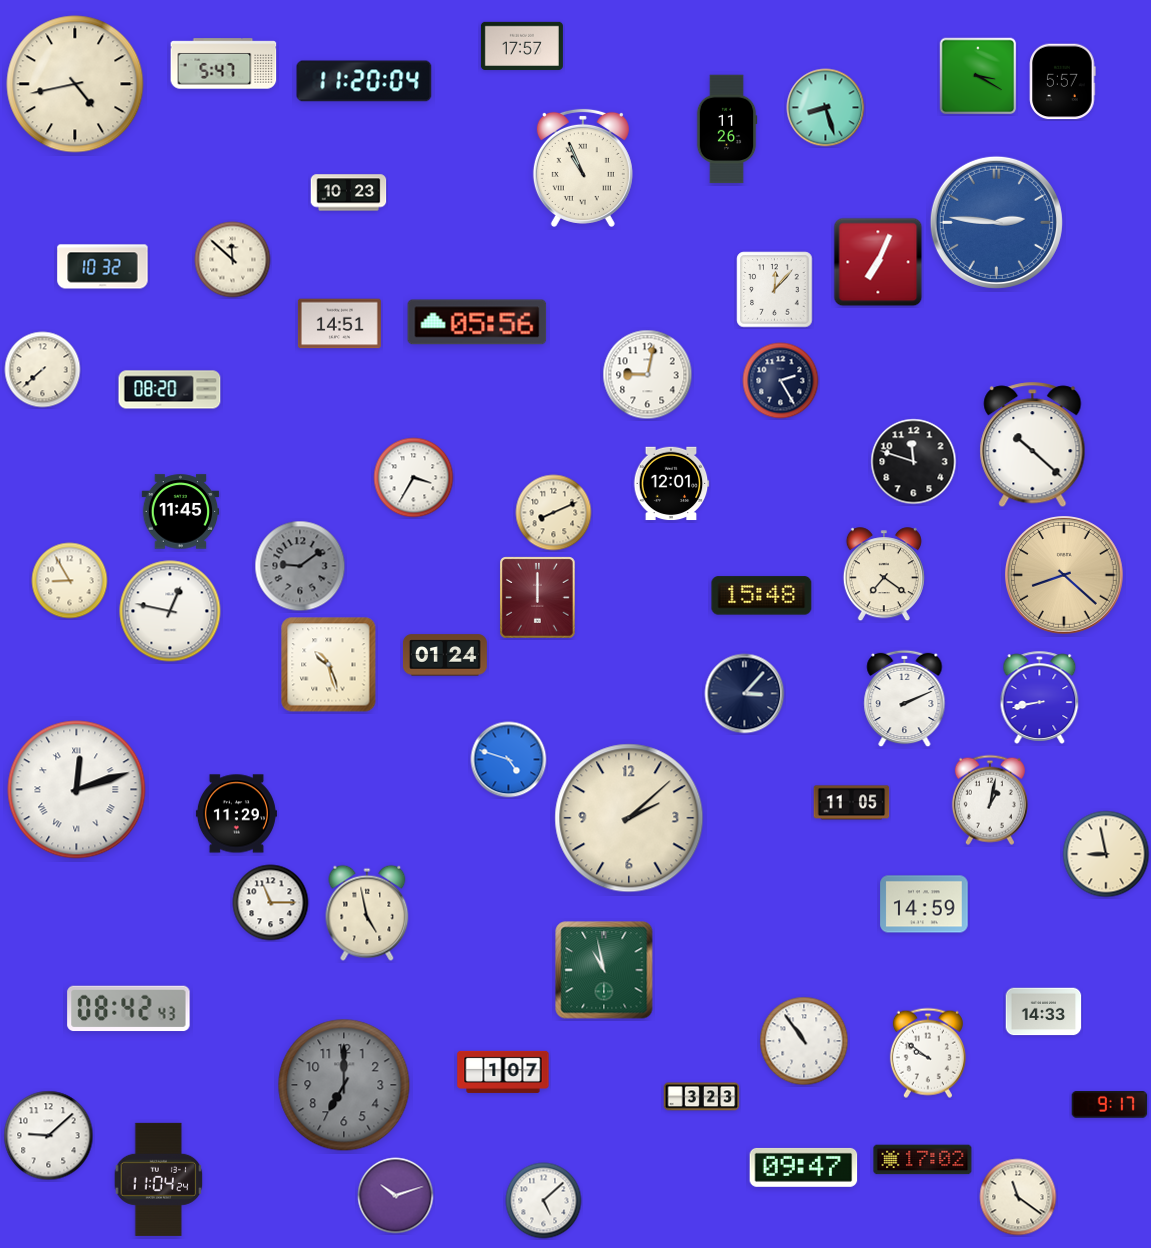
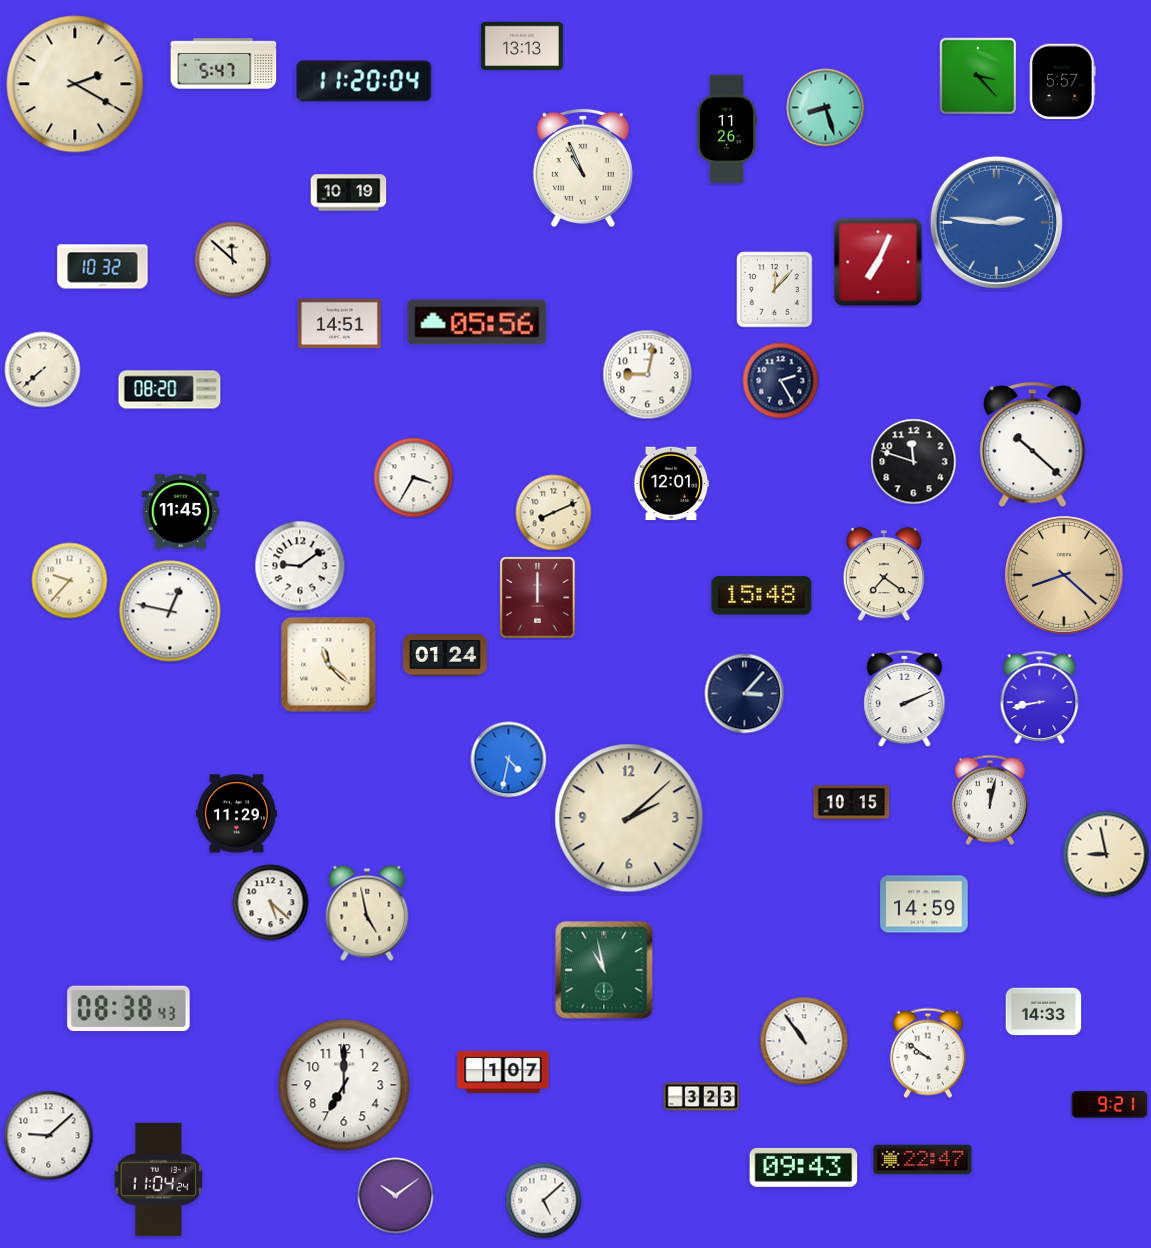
clock at (522, 46): 17:57 -> 13:13
clock at (978, 76): 3:20 -> 3:23
clock at (75, 84): 4:43 -> 2:20
clock at (349, 193): 10:23 -> 10:19
clock at (300, 566) dial: grey -> white
clock at (70, 581): 8:55 -> 9:37
clock at (329, 665): 10:27 -> 11:22
clock at (509, 760): 4:48 -> 4:32
clock at (77, 790): 12:12 -> none
clock at (990, 800): 1:02 -> 12:02
clock at (852, 803): 11:05 -> 10:15
clock at (271, 903): 11:15 -> 5:22
clock at (129, 1009): 08:42 -> 08:38
clock at (344, 1085) dial: grey -> white
clock at (1110, 1105): 9:17 -> 9:21
clock at (923, 1160): 17:02 -> 22:47
clock at (804, 1167): 09:47 -> 09:43
clock at (396, 1196): 10:12 -> 10:09
clock at (1018, 1197): 11:21 -> none
